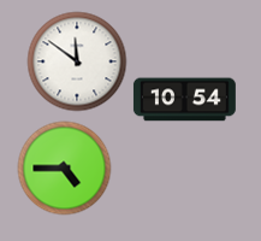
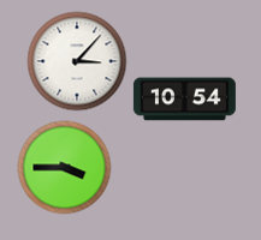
clock at (77, 61): 11:51 -> 3:07
clock at (64, 167): 4:45 -> 3:45
